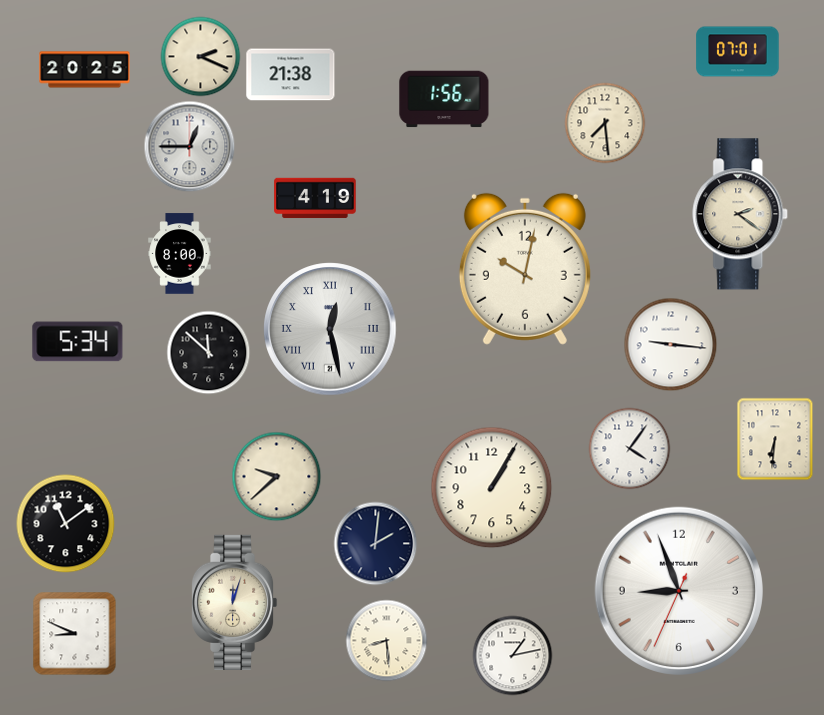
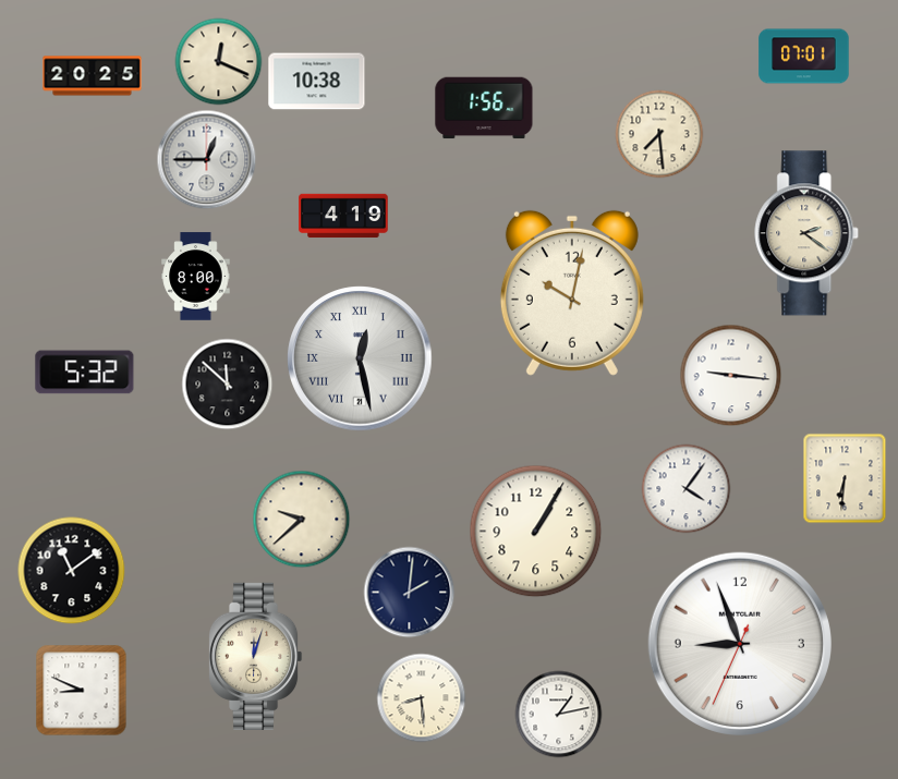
clock at (201, 57): 2:19 -> 12:19
clock at (291, 75): 21:38 -> 10:38
clock at (78, 342): 5:34 -> 5:32
